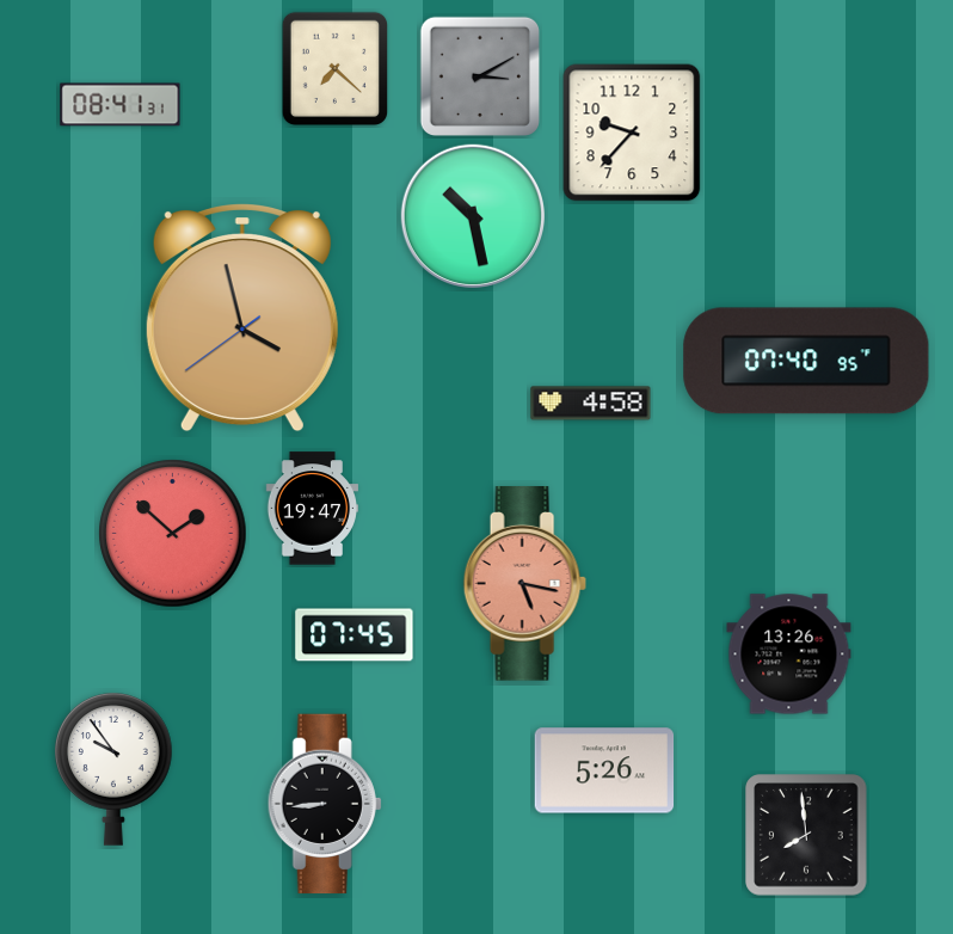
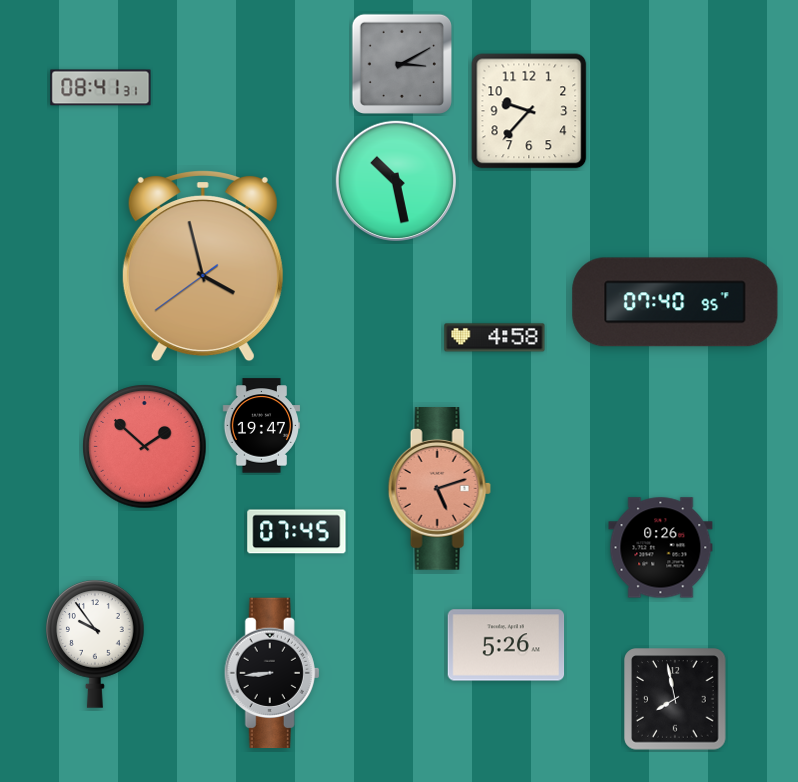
clock at (334, 68): 7:22 -> none
clock at (524, 584): 5:17 -> 5:12
clock at (789, 655): 13:26 -> 0:26
clock at (806, 835): 7:59 -> 7:58
